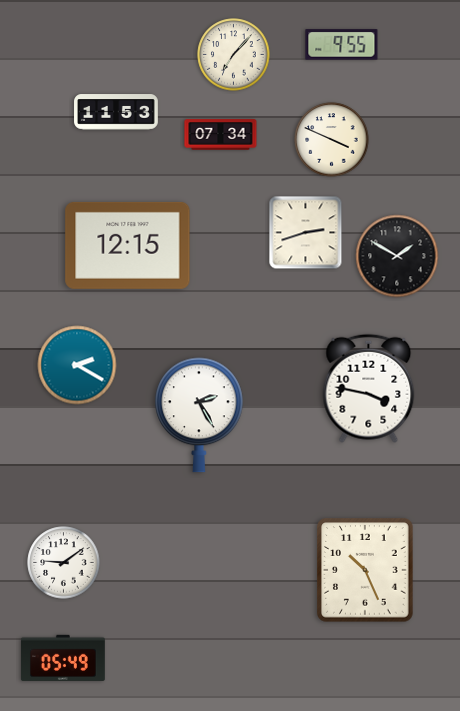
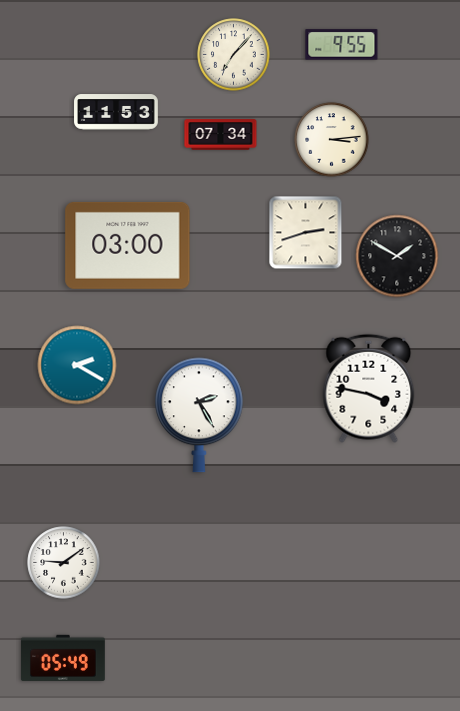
clock at (332, 140): 3:49 -> 3:14
clock at (128, 245): 12:15 -> 03:00
clock at (365, 570): 10:26 -> none
